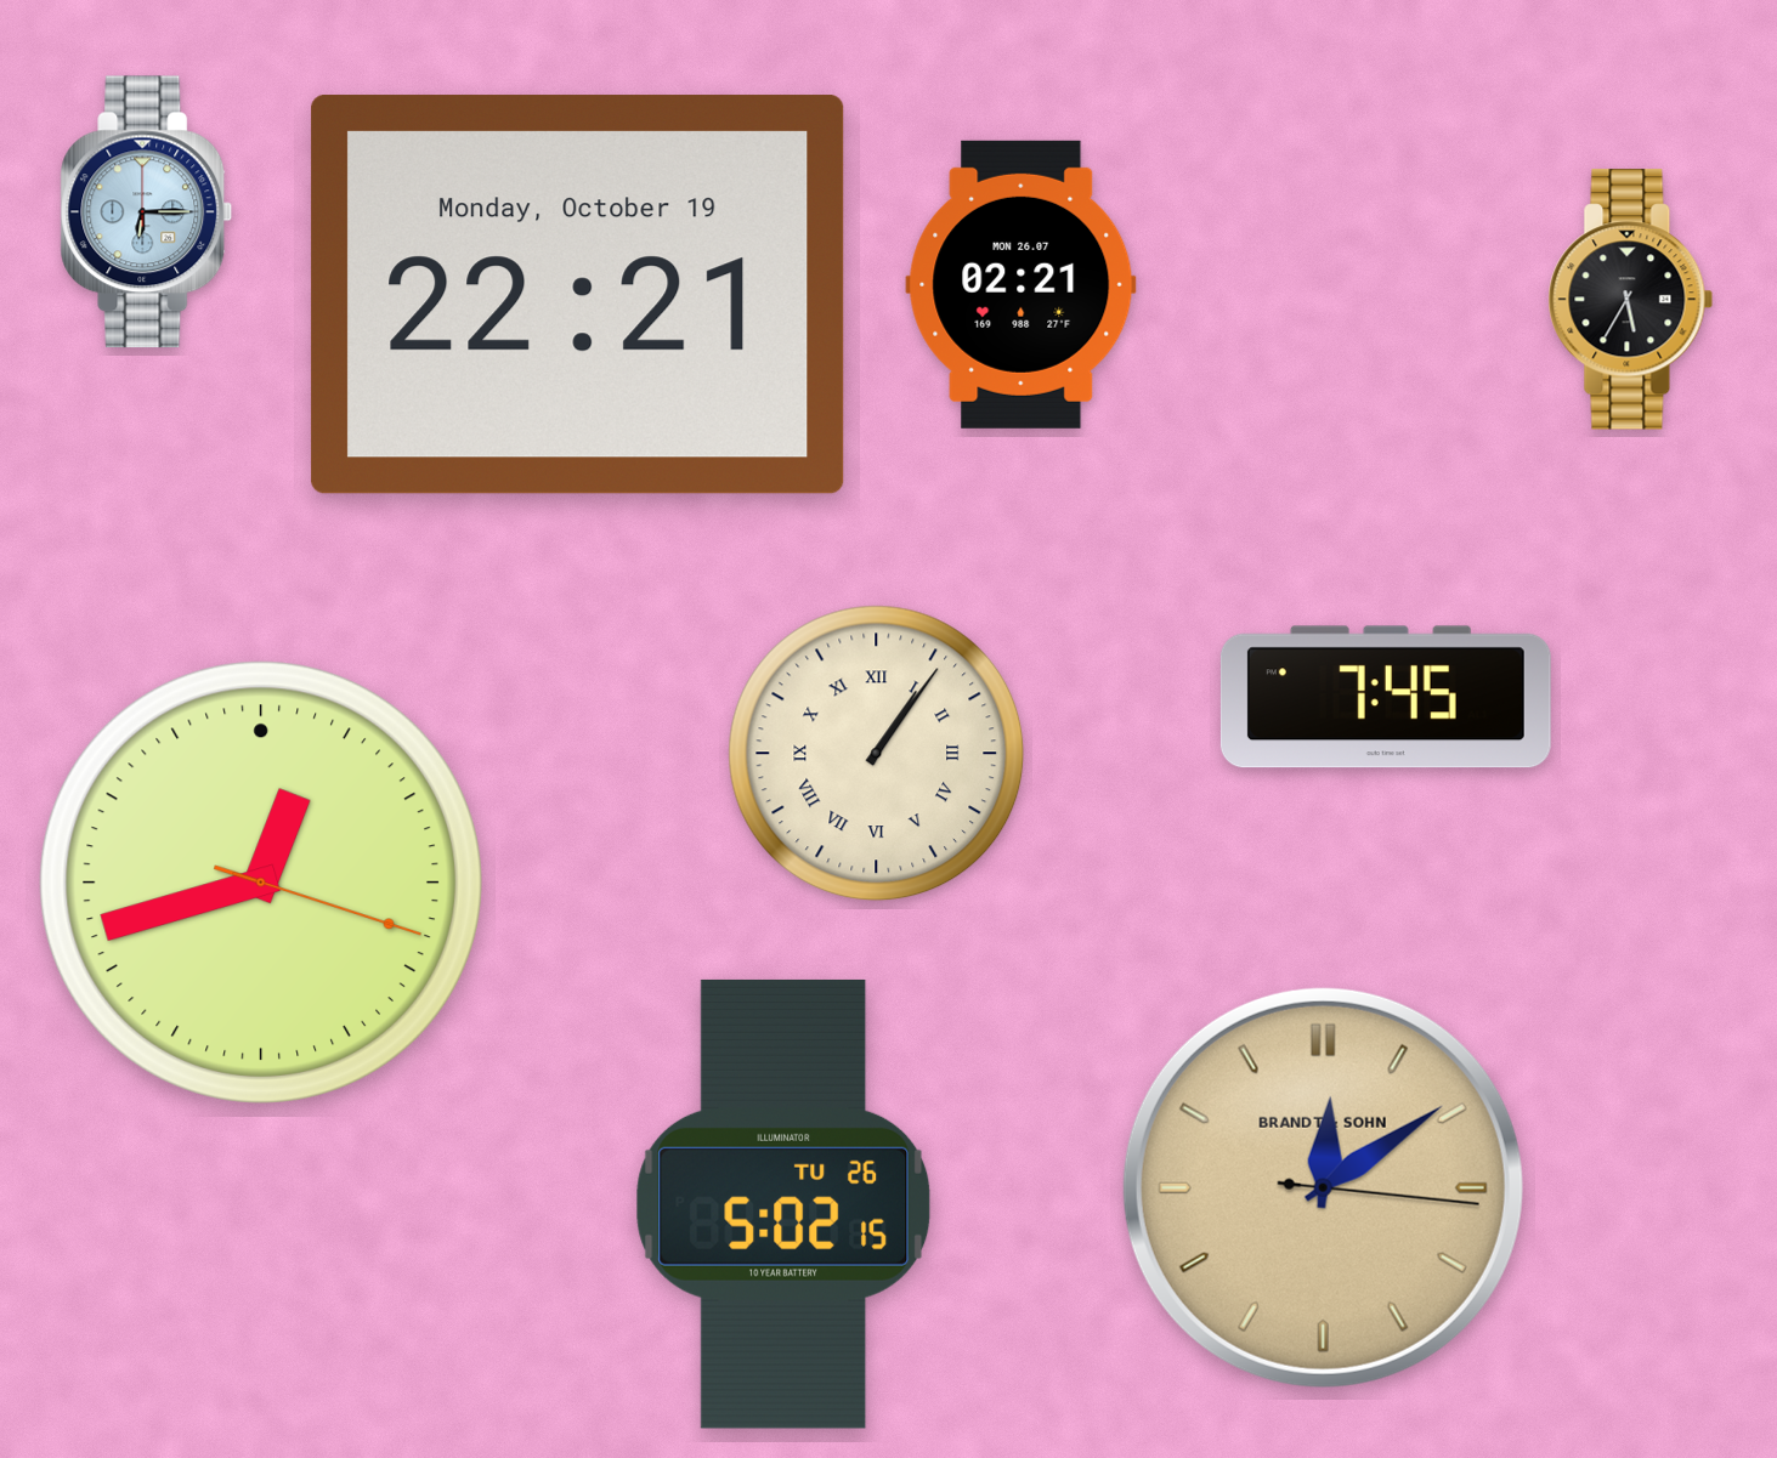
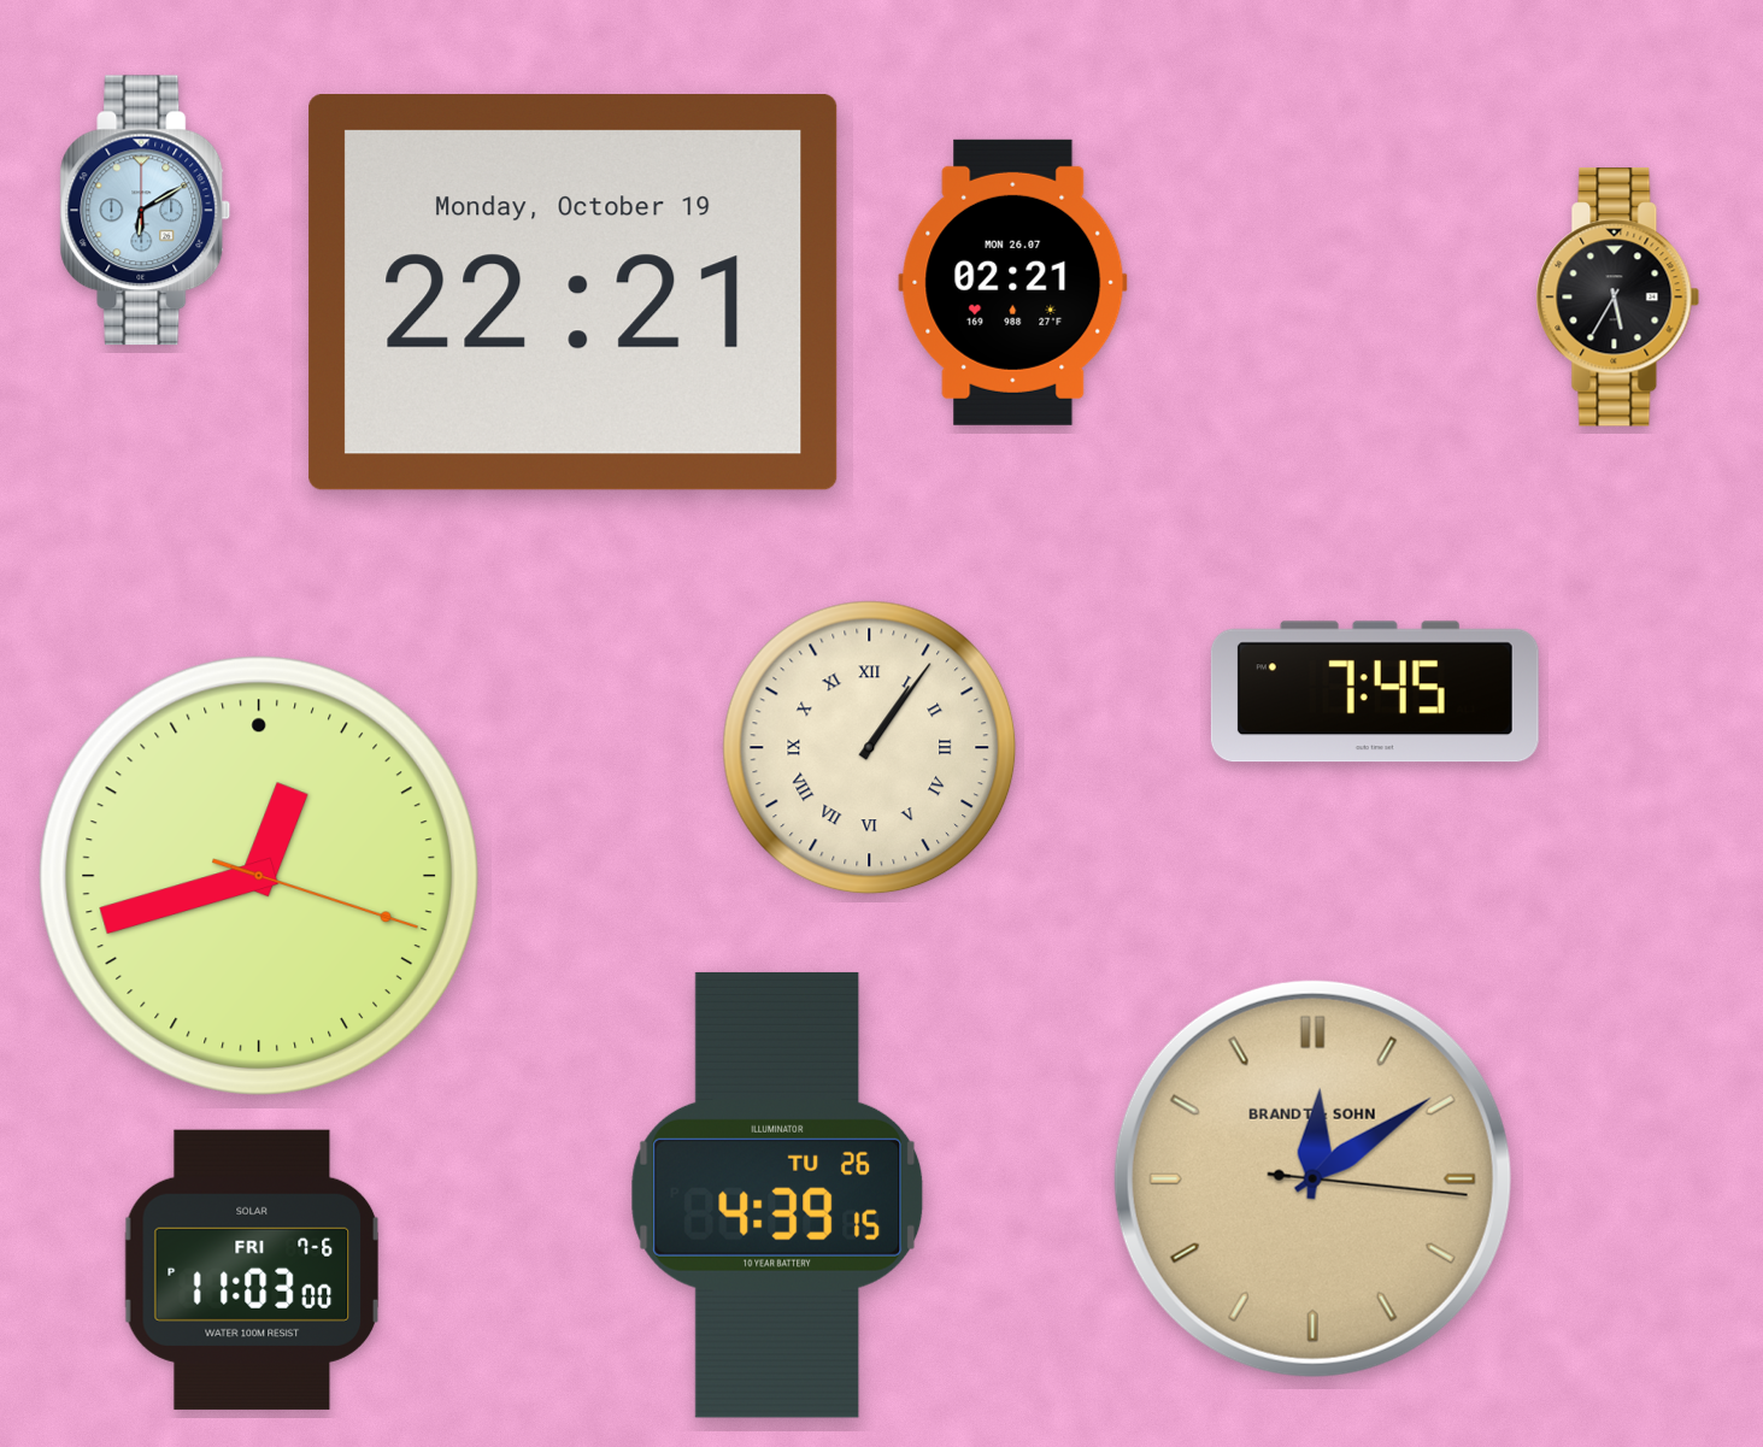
clock at (147, 212): 6:15 -> 6:10
clock at (783, 1204): 5:02 -> 4:39
clock at (252, 1270): none -> 11:03
